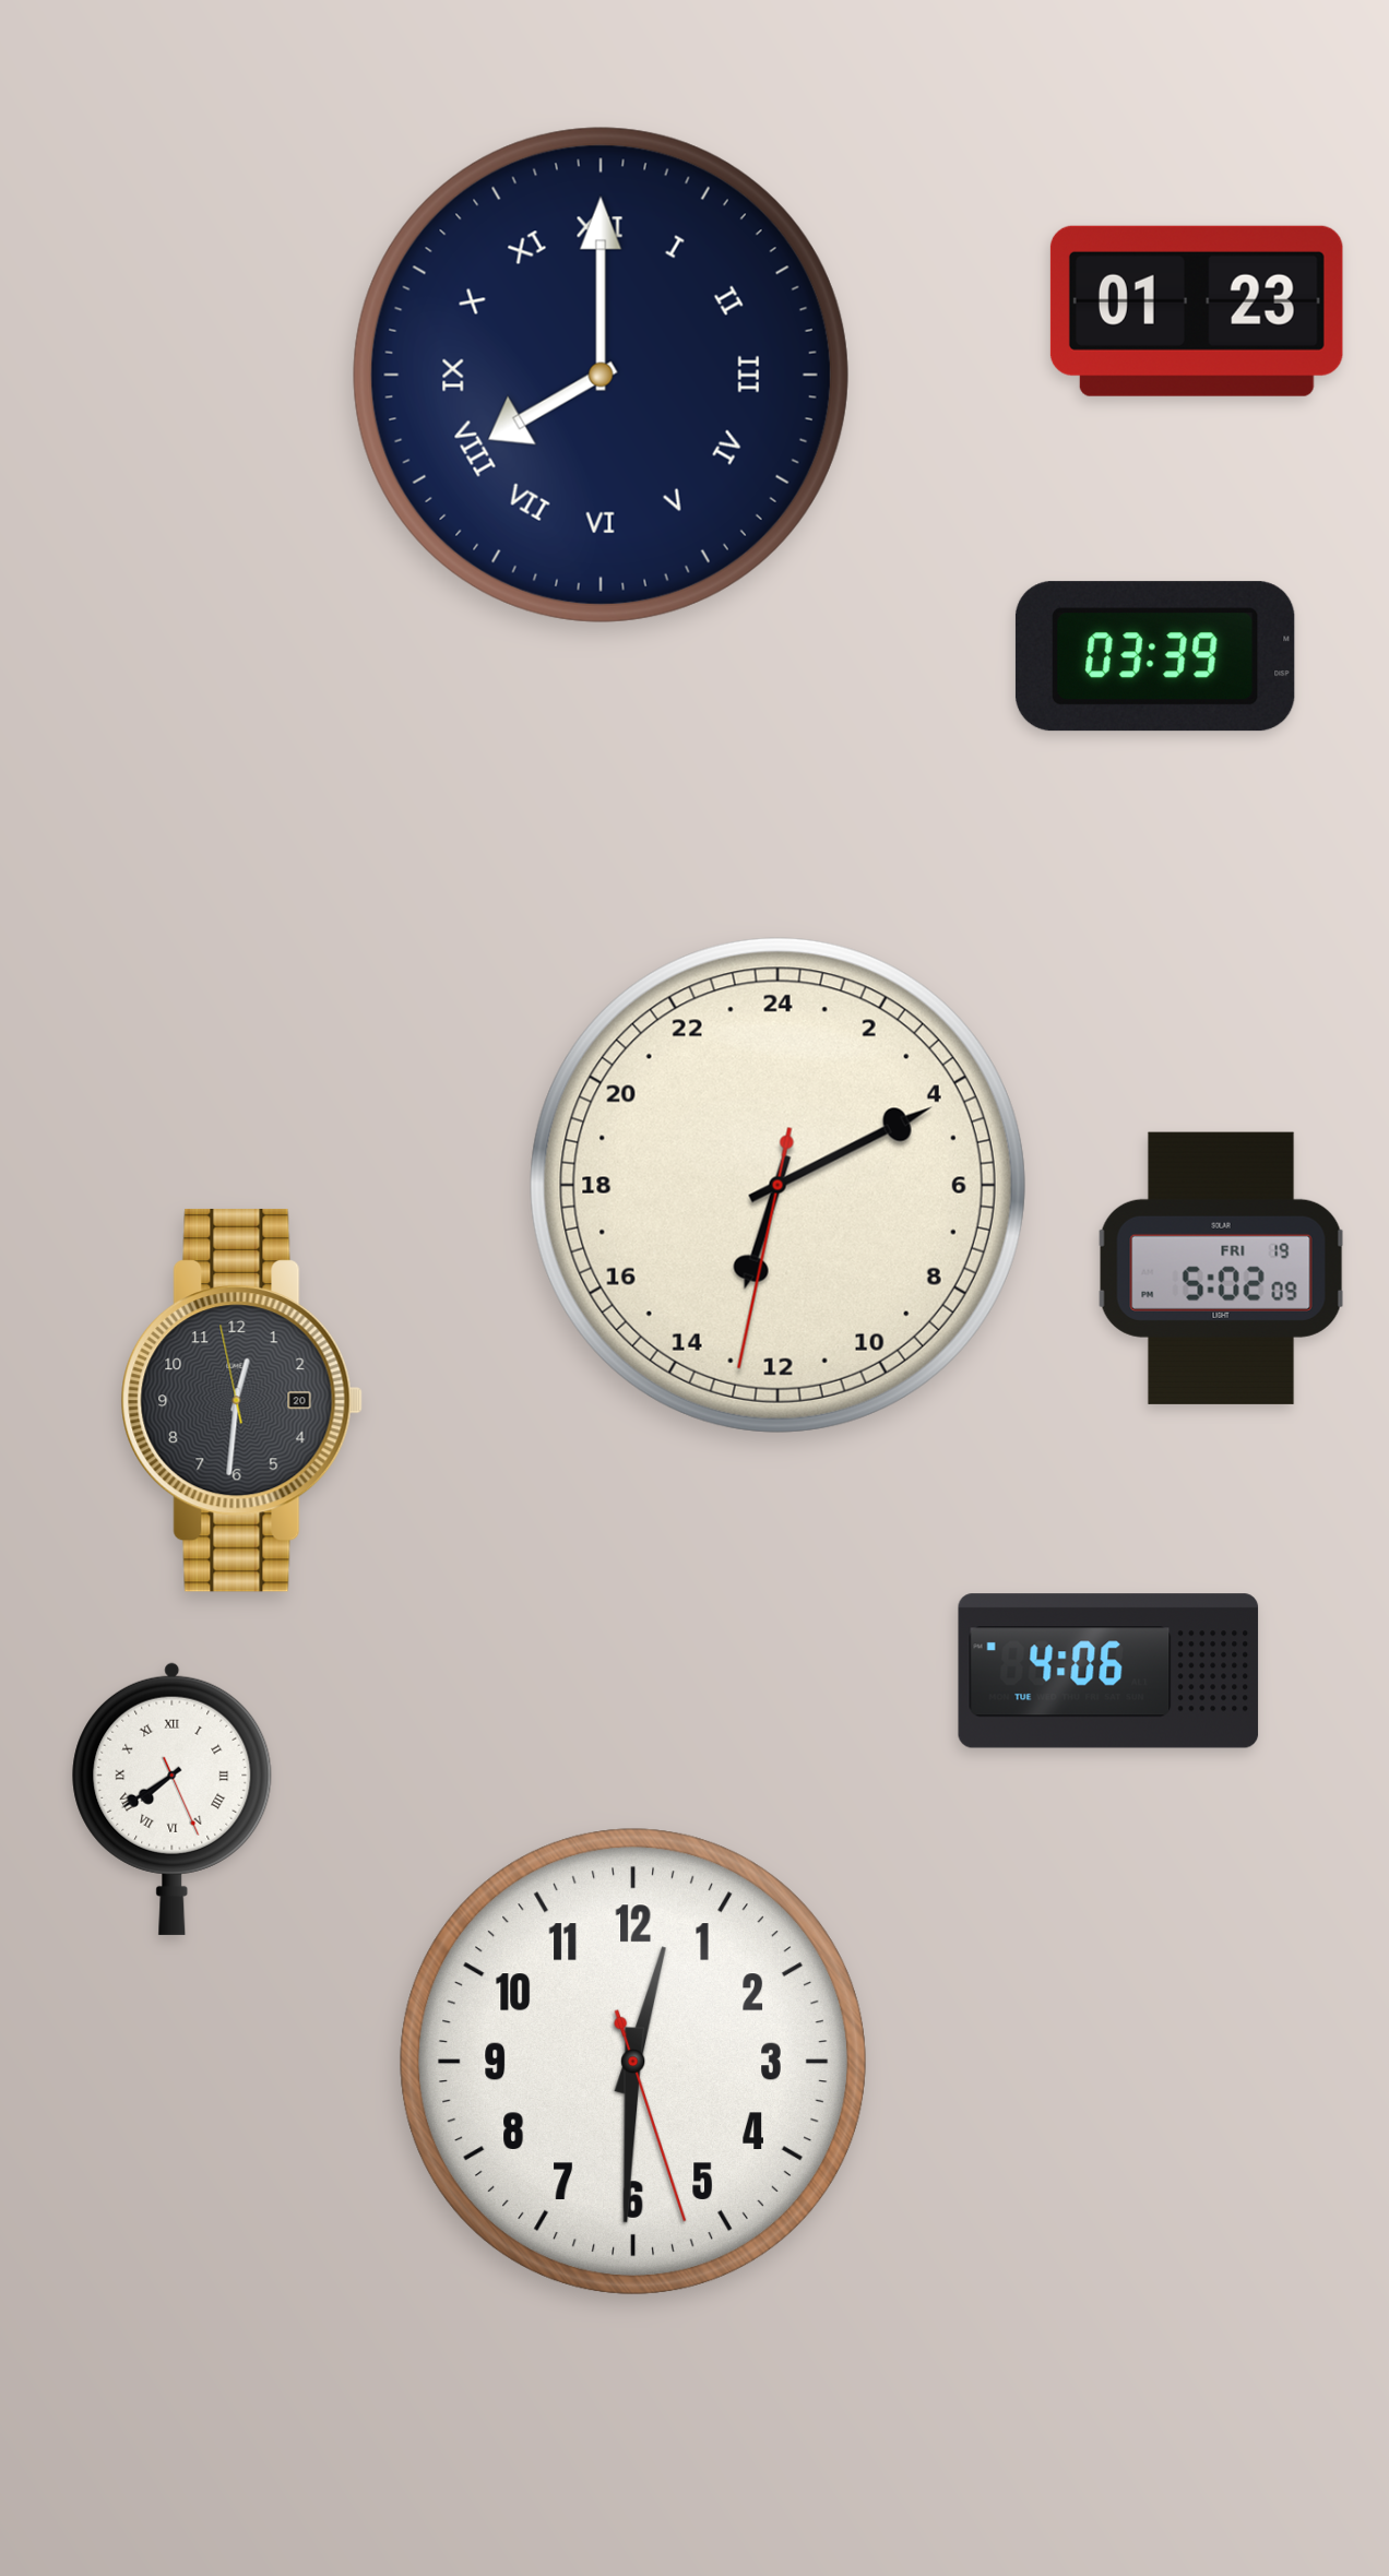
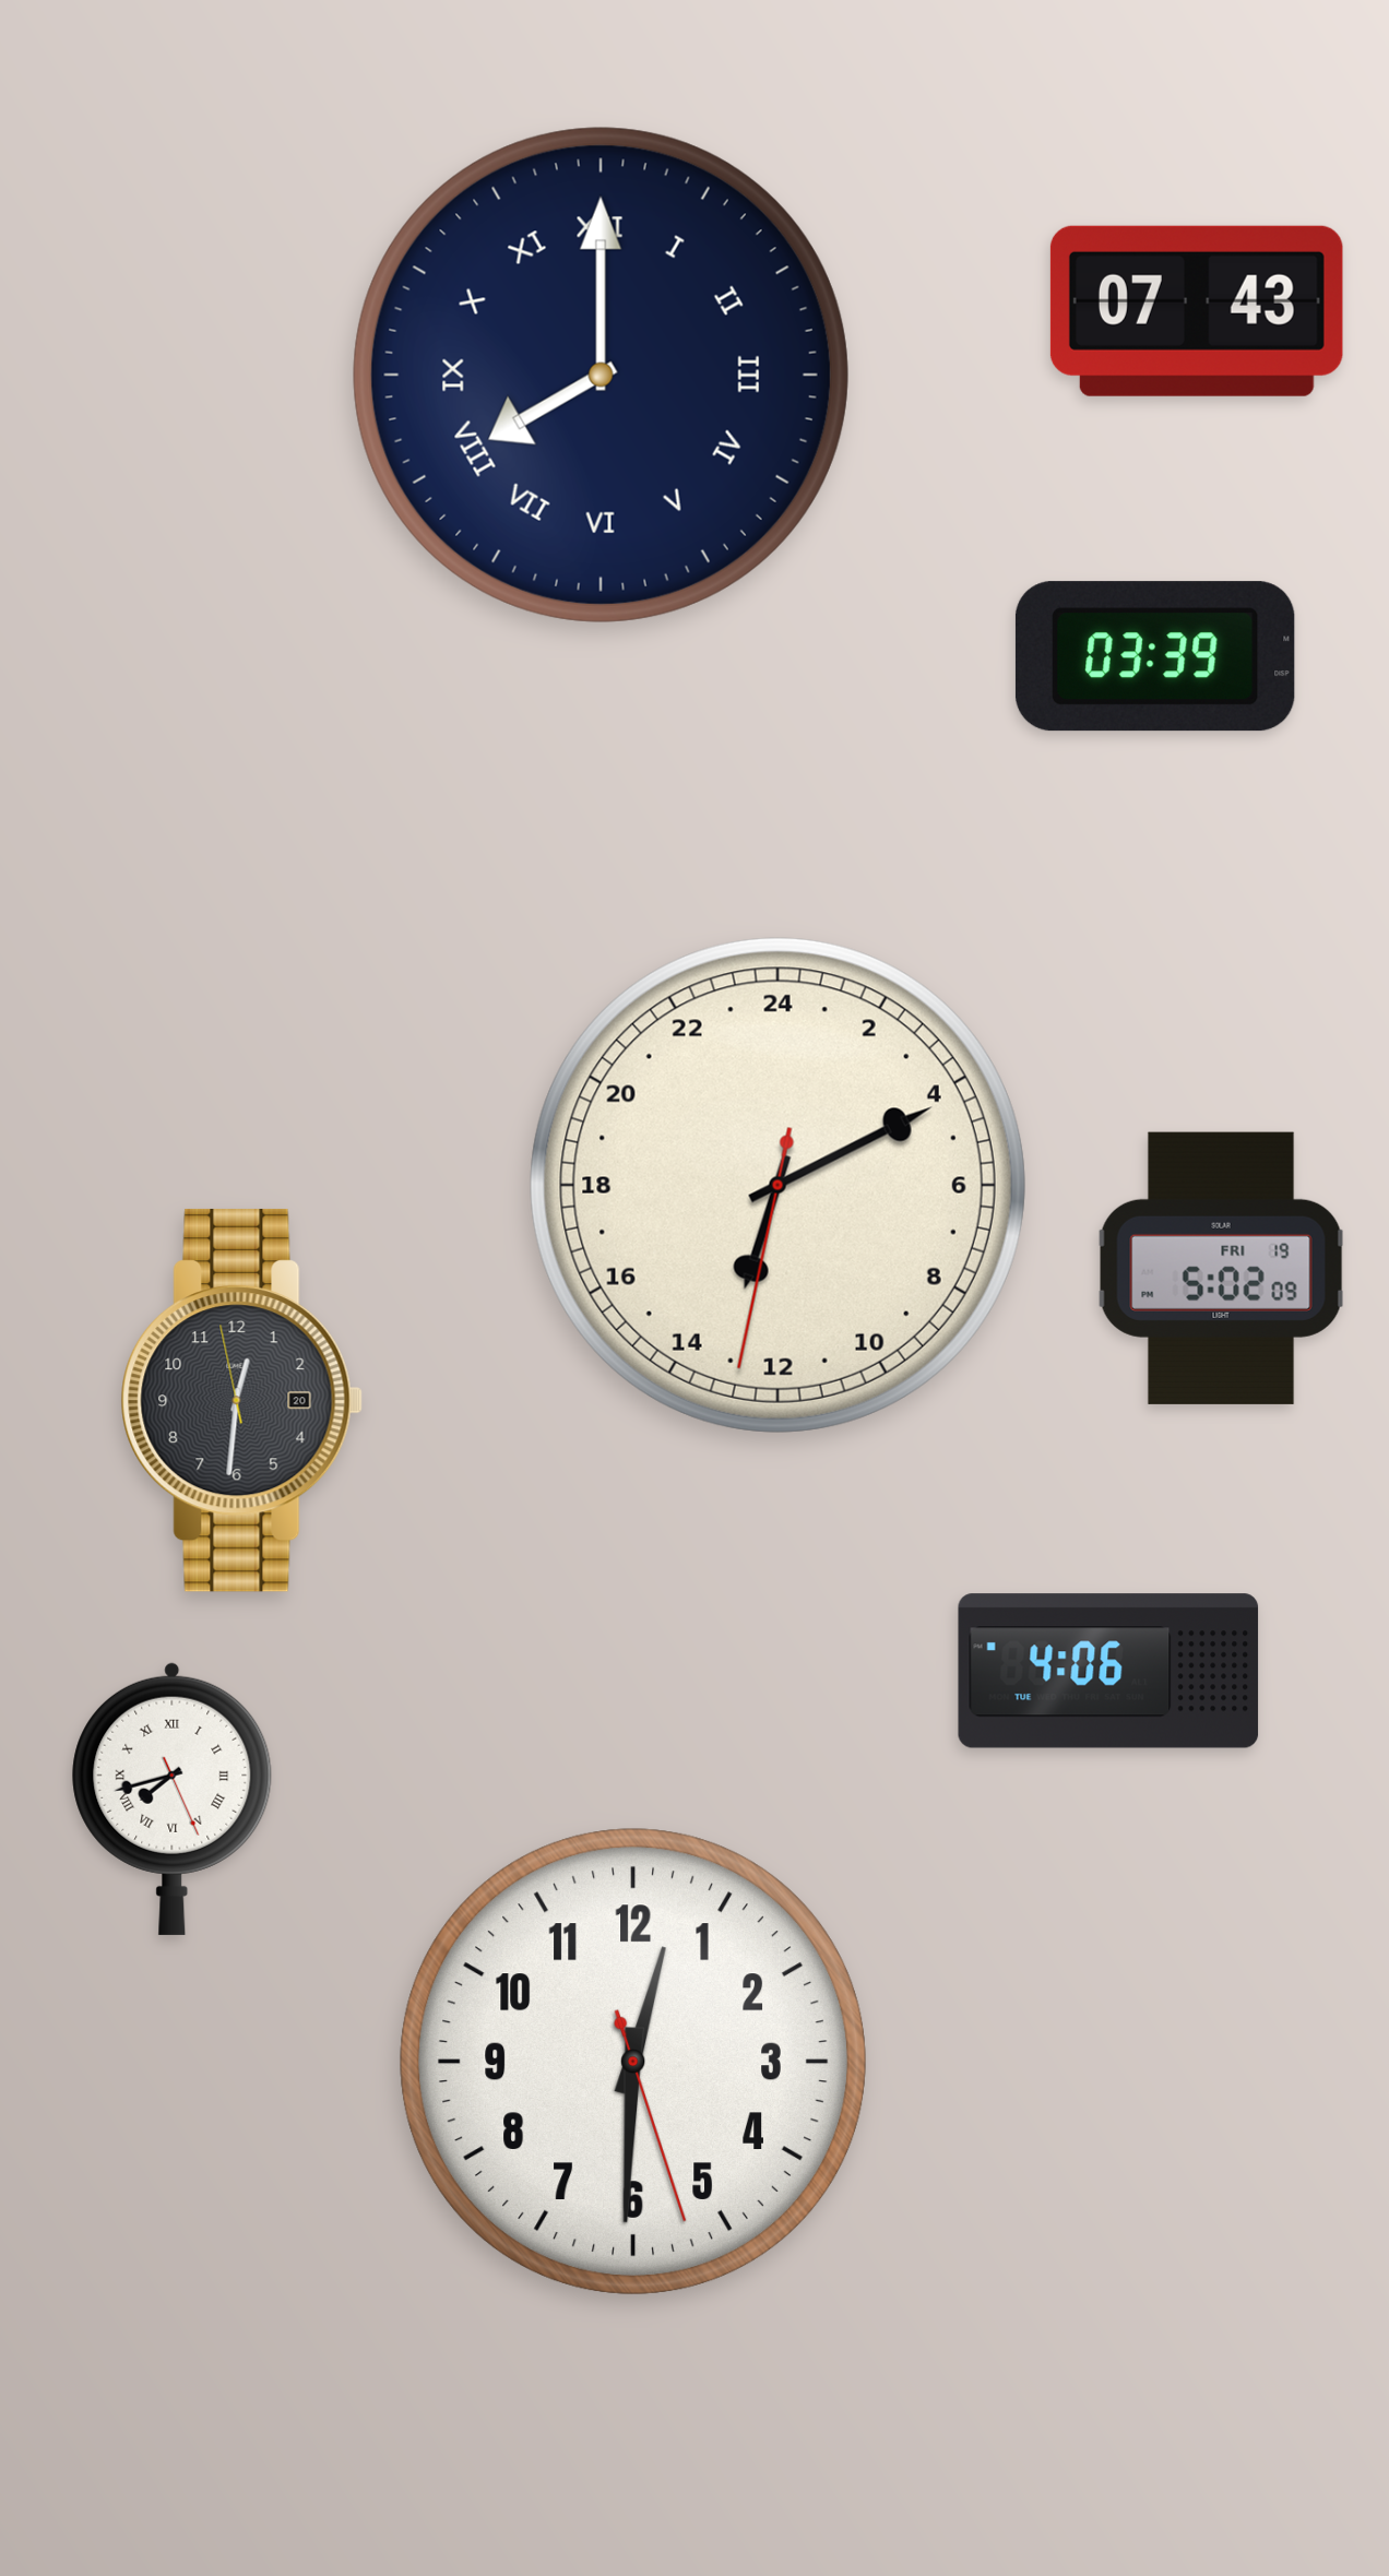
clock at (1197, 311): 01:23 -> 07:43
clock at (173, 1799): 7:39 -> 7:42
